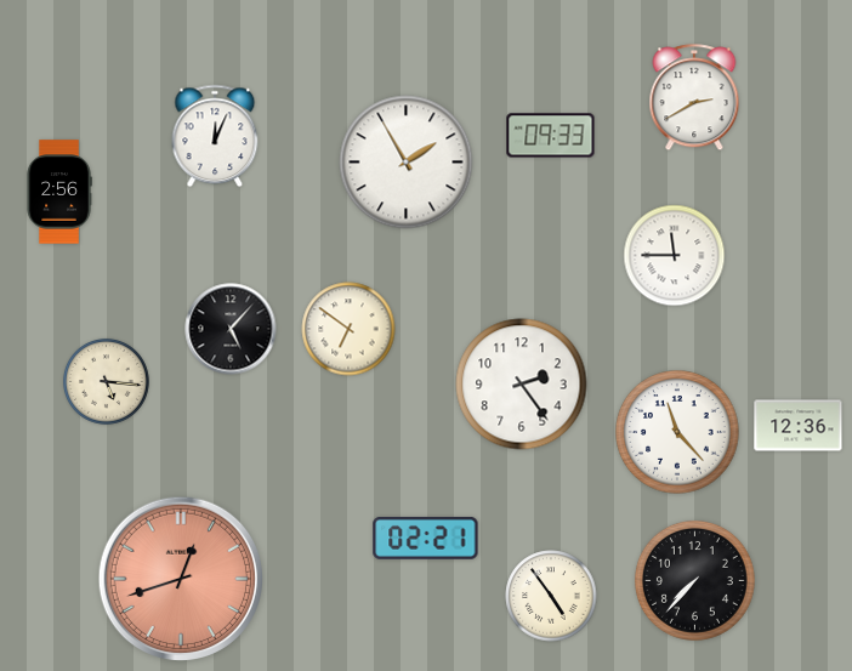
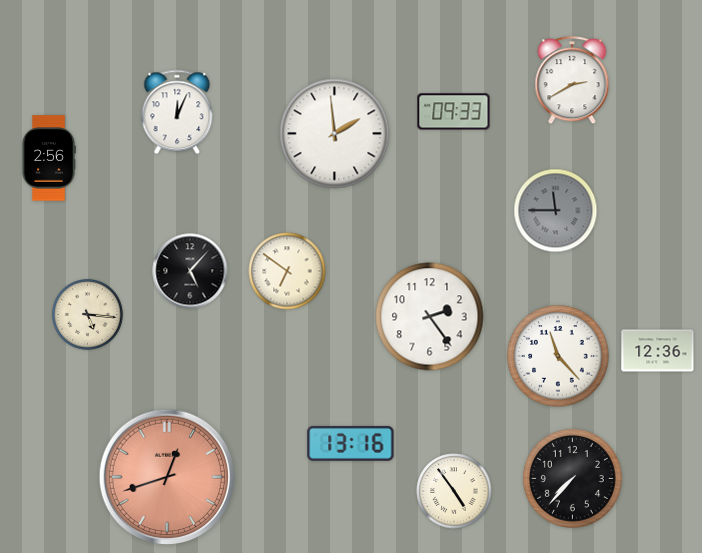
clock at (407, 163): 1:55 -> 1:59
clock at (675, 256) dial: white -> grey
clock at (426, 538): 02:21 -> 13:16
clock at (180, 578) position: (180, 578) -> (166, 476)
